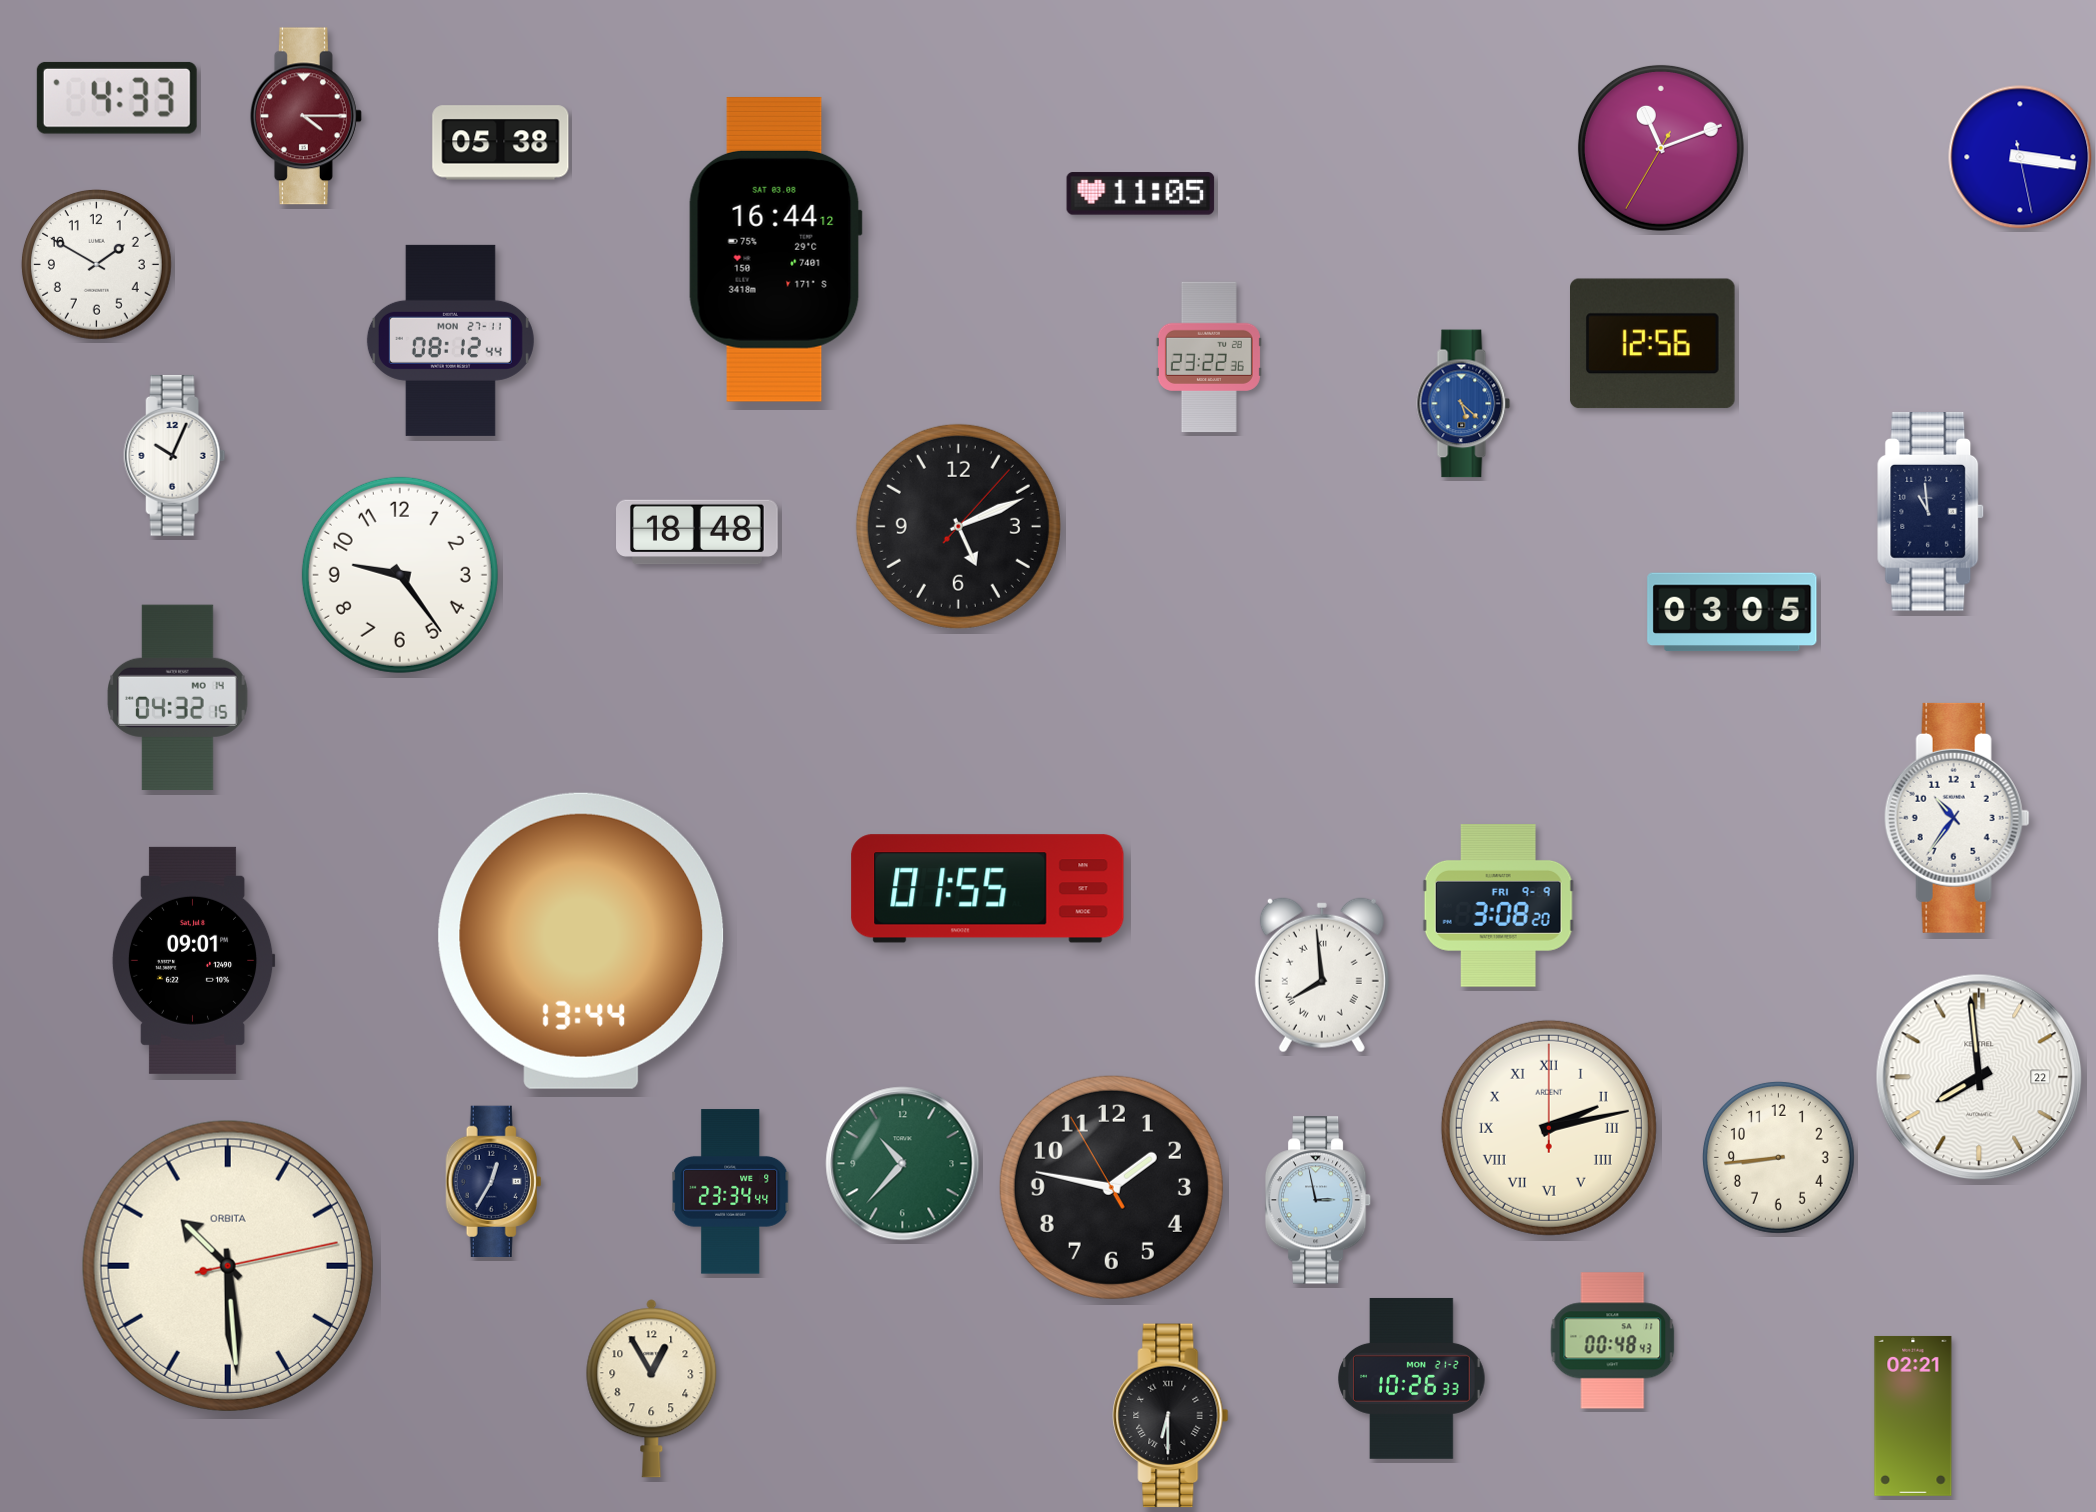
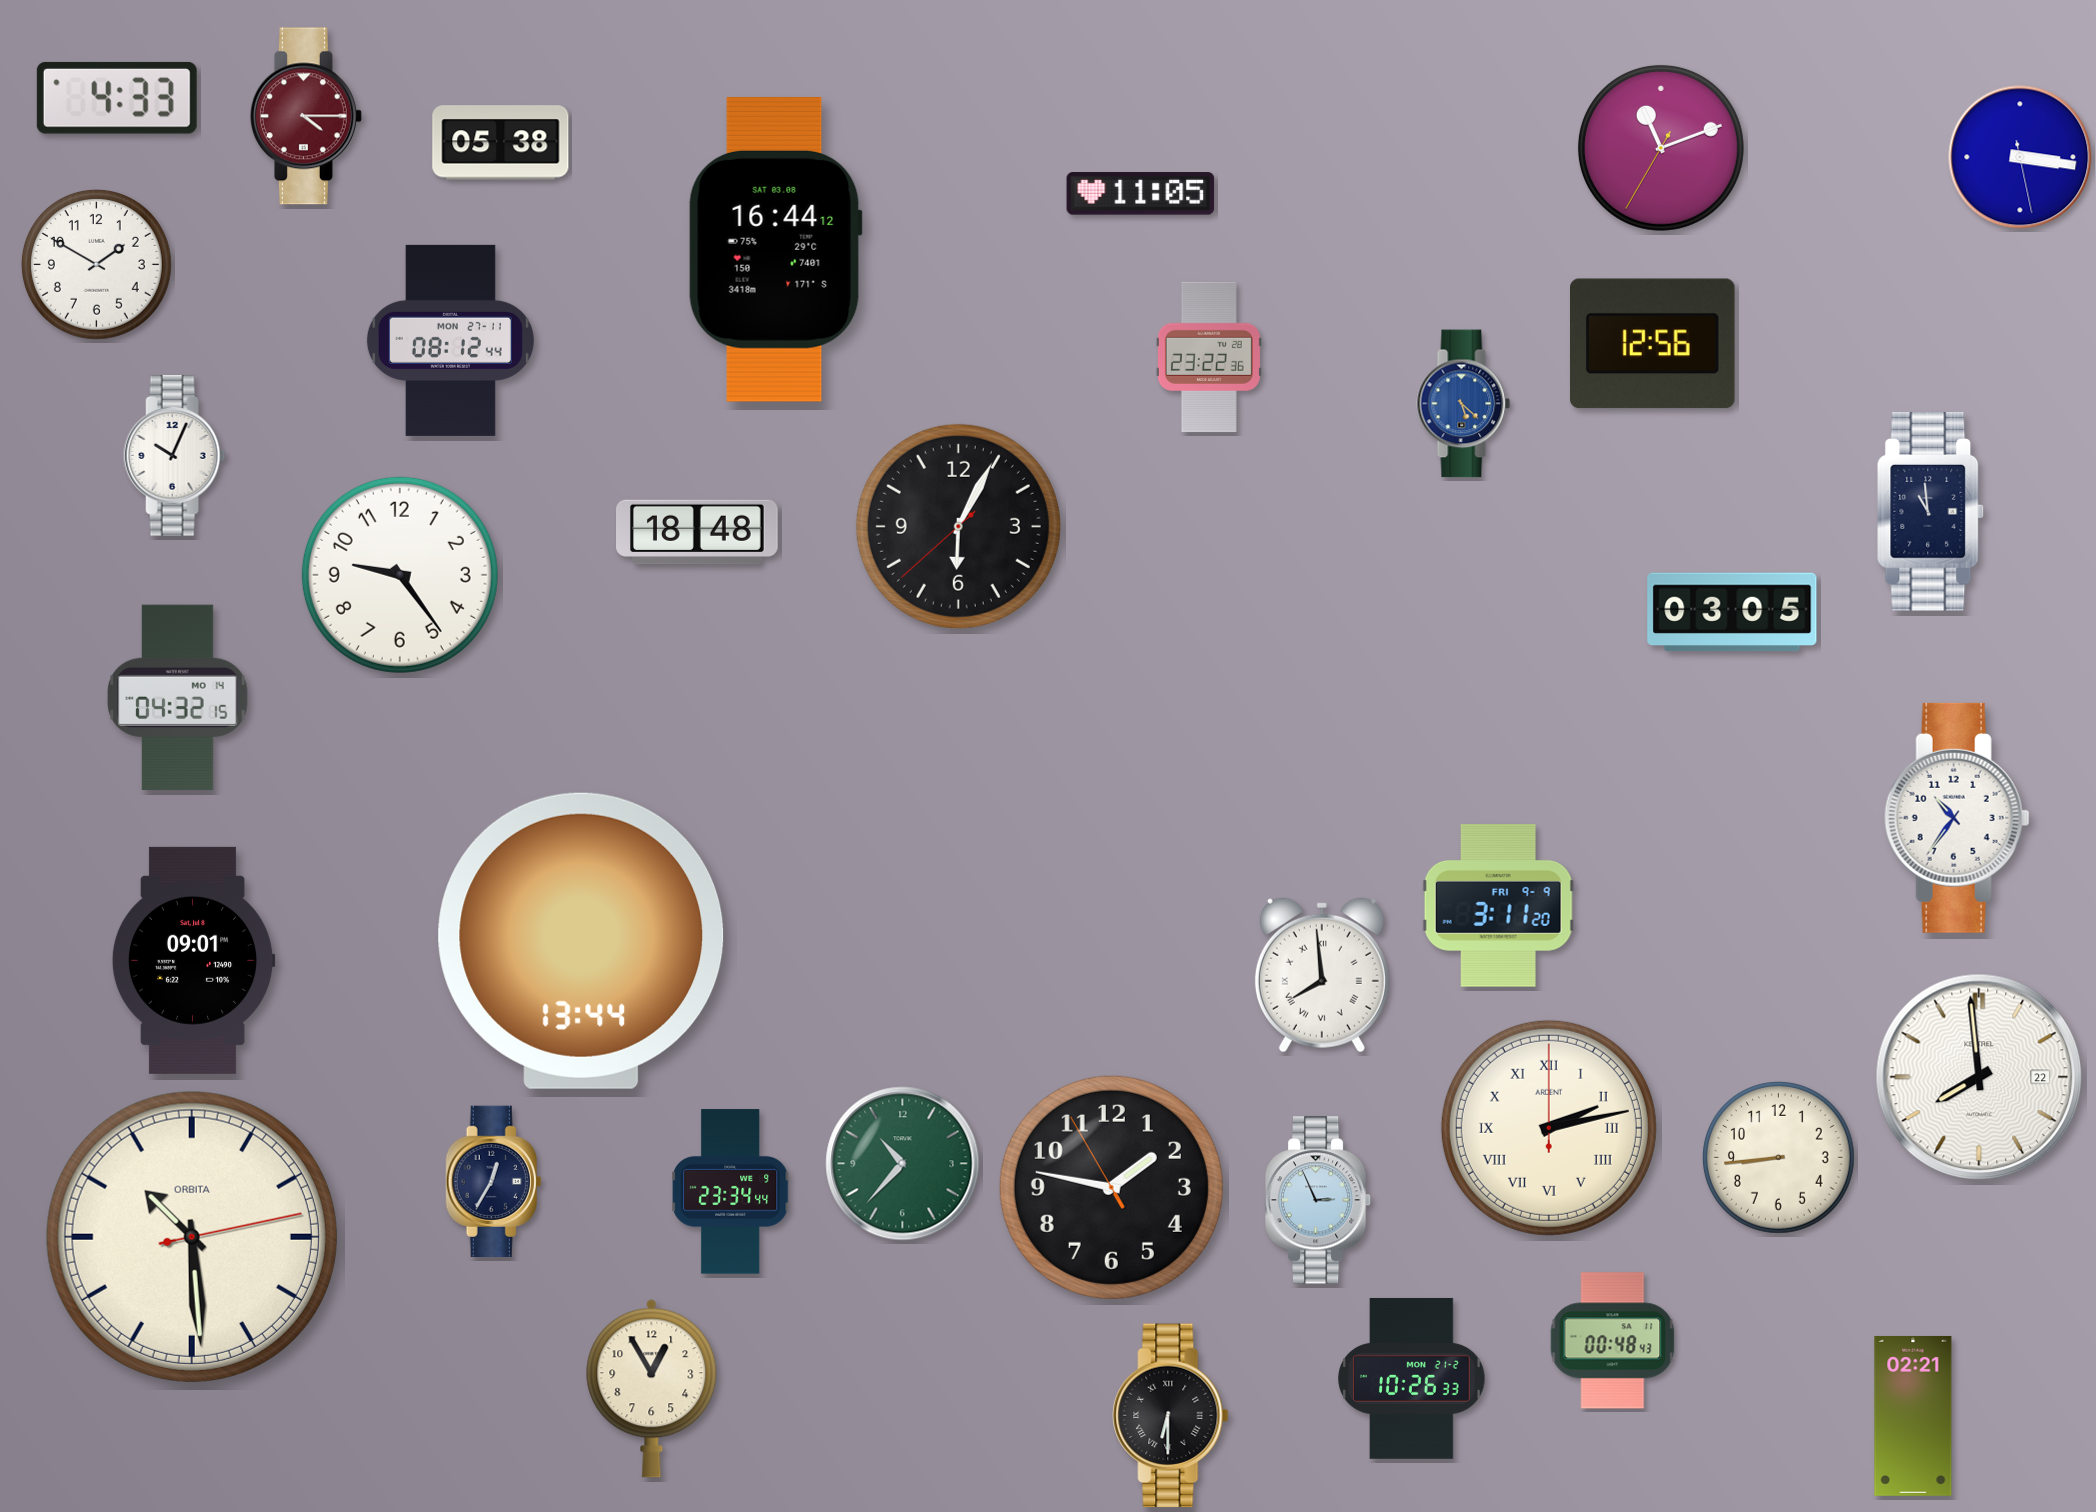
clock at (958, 526): 5:11 -> 6:04
clock at (988, 889): 01:55 -> none
clock at (1498, 906): 3:08 -> 3:11
clock at (1318, 1200): 2:58 -> 2:56
clock at (228, 1266) position: (228, 1266) -> (192, 1237)
